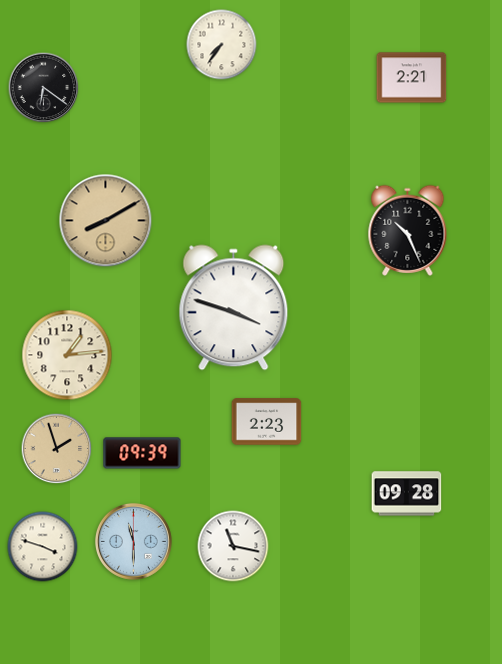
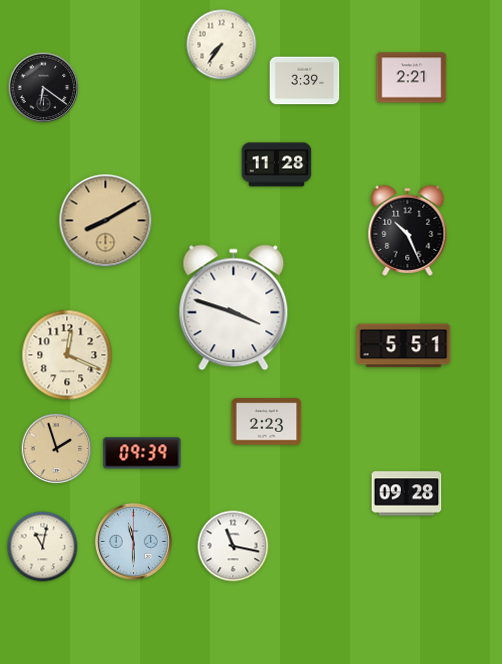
clock at (305, 81): none -> 3:39
clock at (277, 165): none -> 11:28
clock at (404, 346): none -> 5:51
clock at (67, 355): 1:14 -> 12:19
clock at (43, 547): 3:48 -> 11:02
